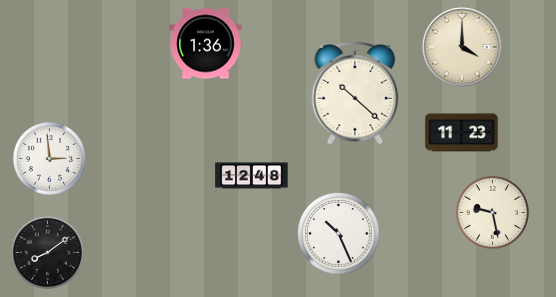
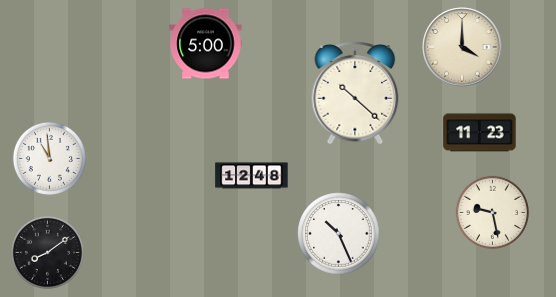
clock at (206, 44): 1:36 -> 5:00
clock at (462, 133) position: (462, 133) -> (480, 133)
clock at (49, 158): 2:59 -> 10:59
